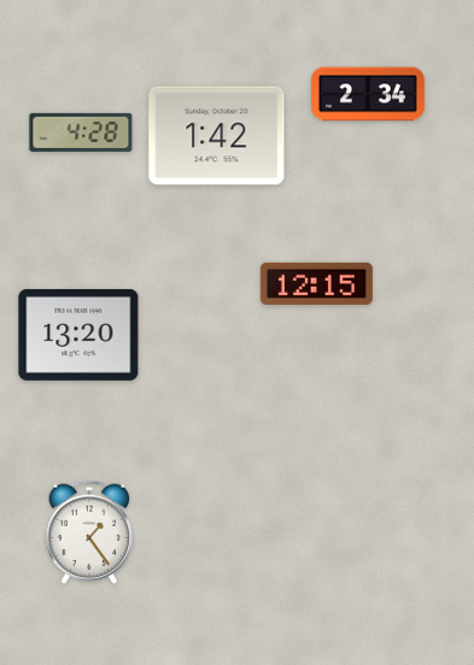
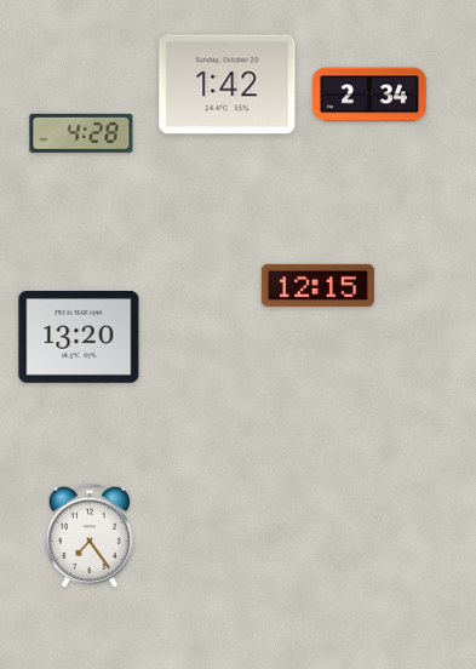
clock at (217, 136) position: (217, 136) -> (228, 85)
clock at (88, 532): 1:24 -> 7:24
